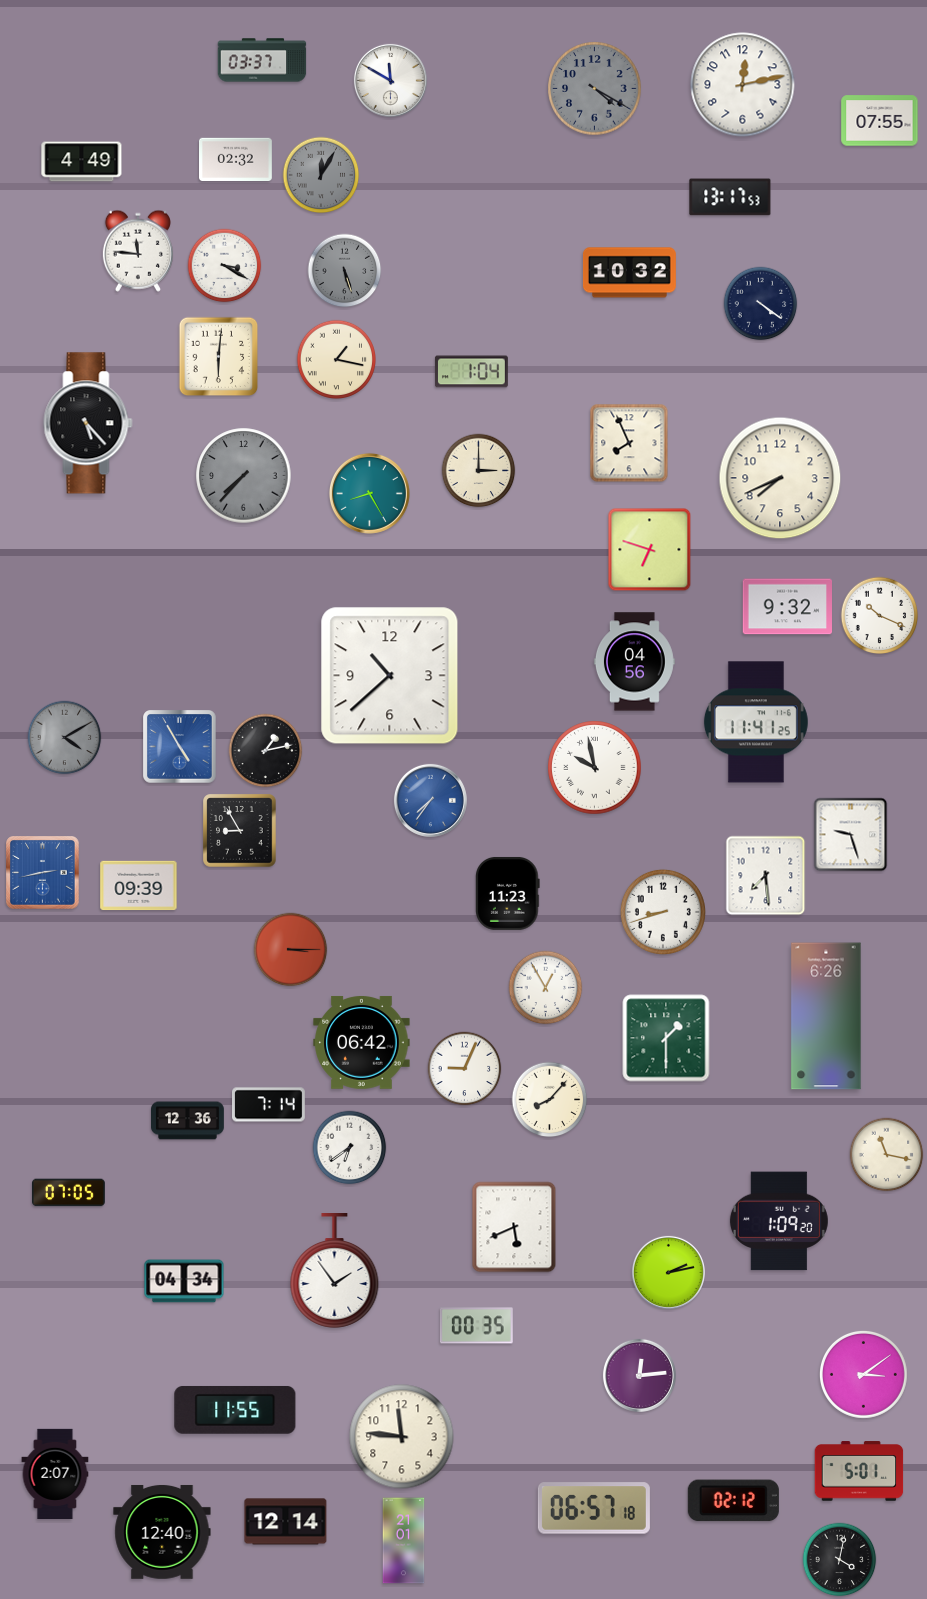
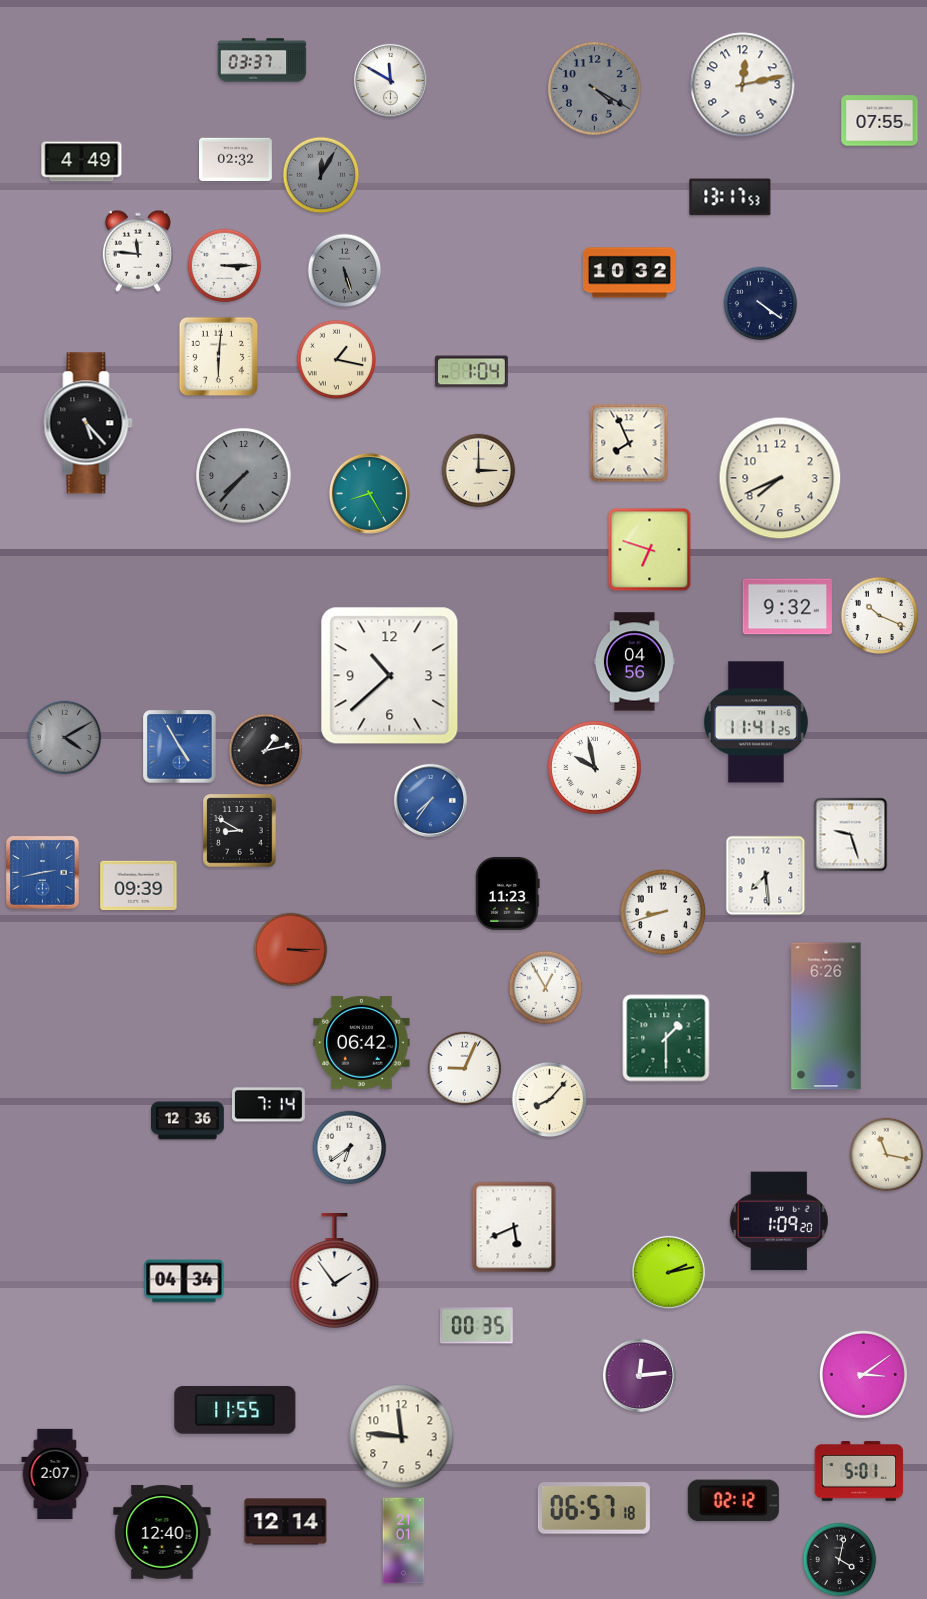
clock at (225, 266): 3:20 -> 3:15
clock at (240, 831): 8:55 -> 8:50
clock at (69, 1193): 07:05 -> none
